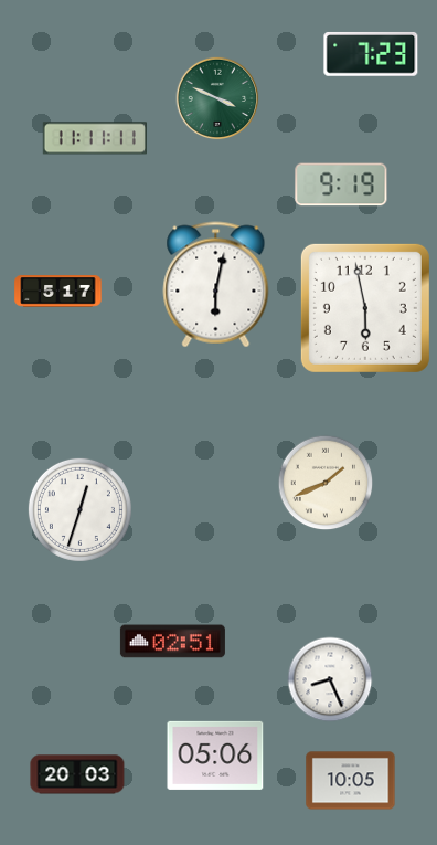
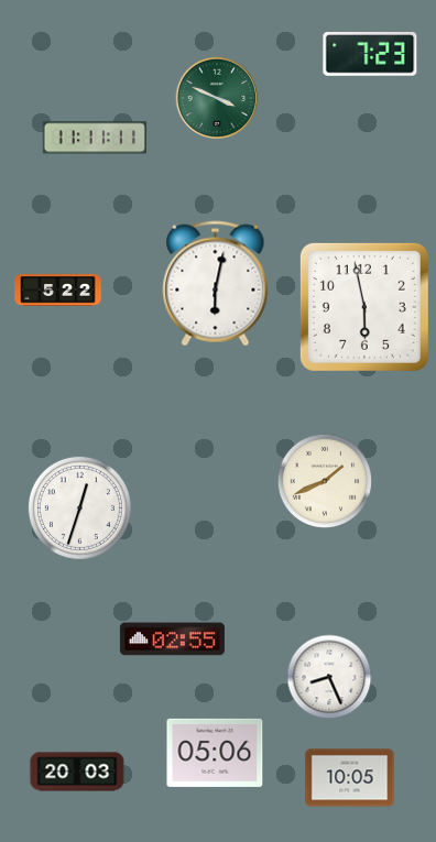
clock at (341, 184): 9:19 -> none
clock at (58, 292): 5:17 -> 5:22
clock at (172, 642): 02:51 -> 02:55
